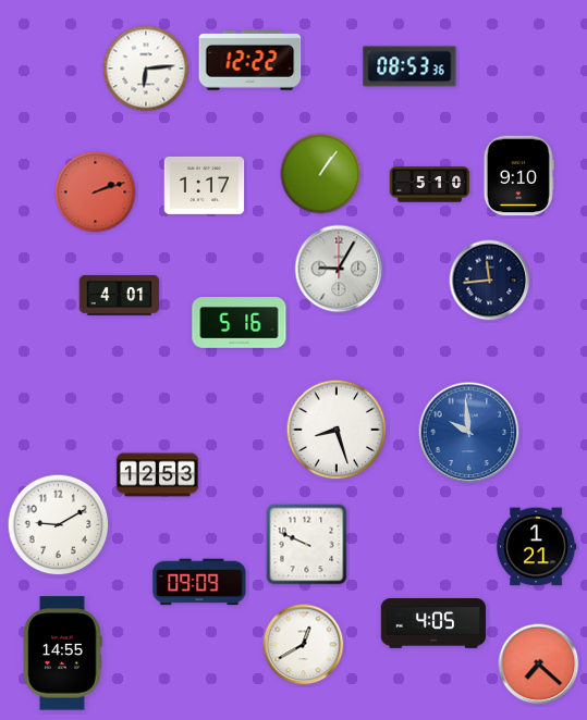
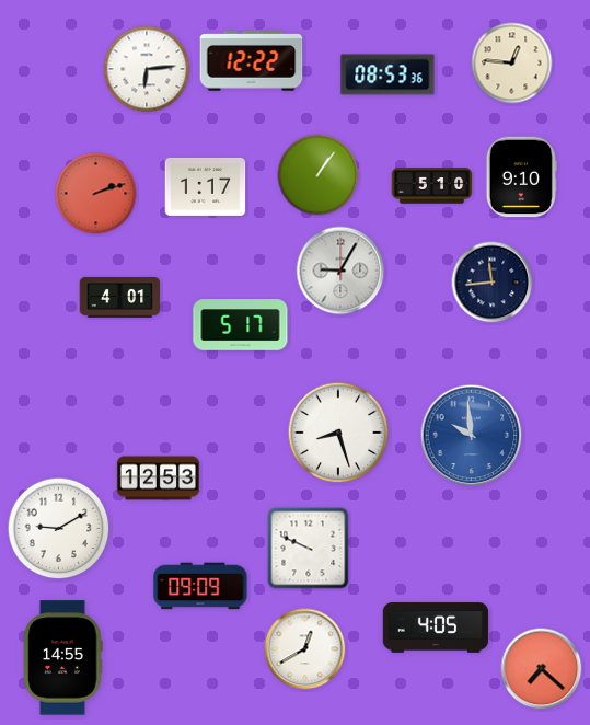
clock at (512, 64): none -> 12:46
clock at (409, 66) position: (409, 66) -> (387, 74)
clock at (321, 174) position: (321, 174) -> (319, 175)
clock at (240, 323): 5:16 -> 5:17
clock at (536, 547): 1:21 -> none
